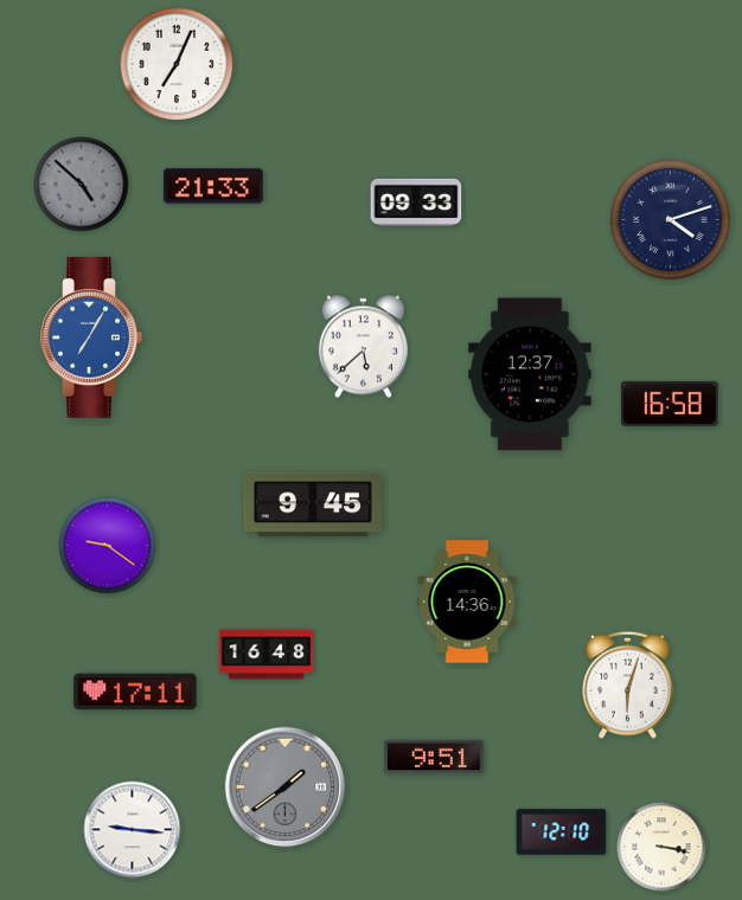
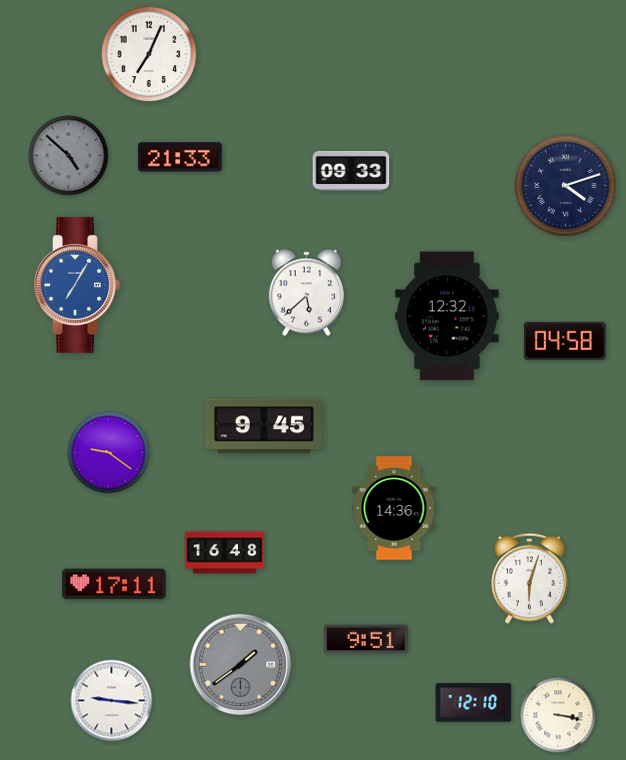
clock at (530, 374): 12:37 -> 12:32
clock at (670, 404): 16:58 -> 04:58
clock at (108, 546) position: (108, 546) -> (109, 453)
